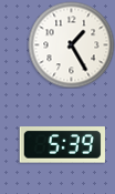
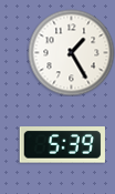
clock at (71, 44) position: (71, 44) -> (71, 52)
